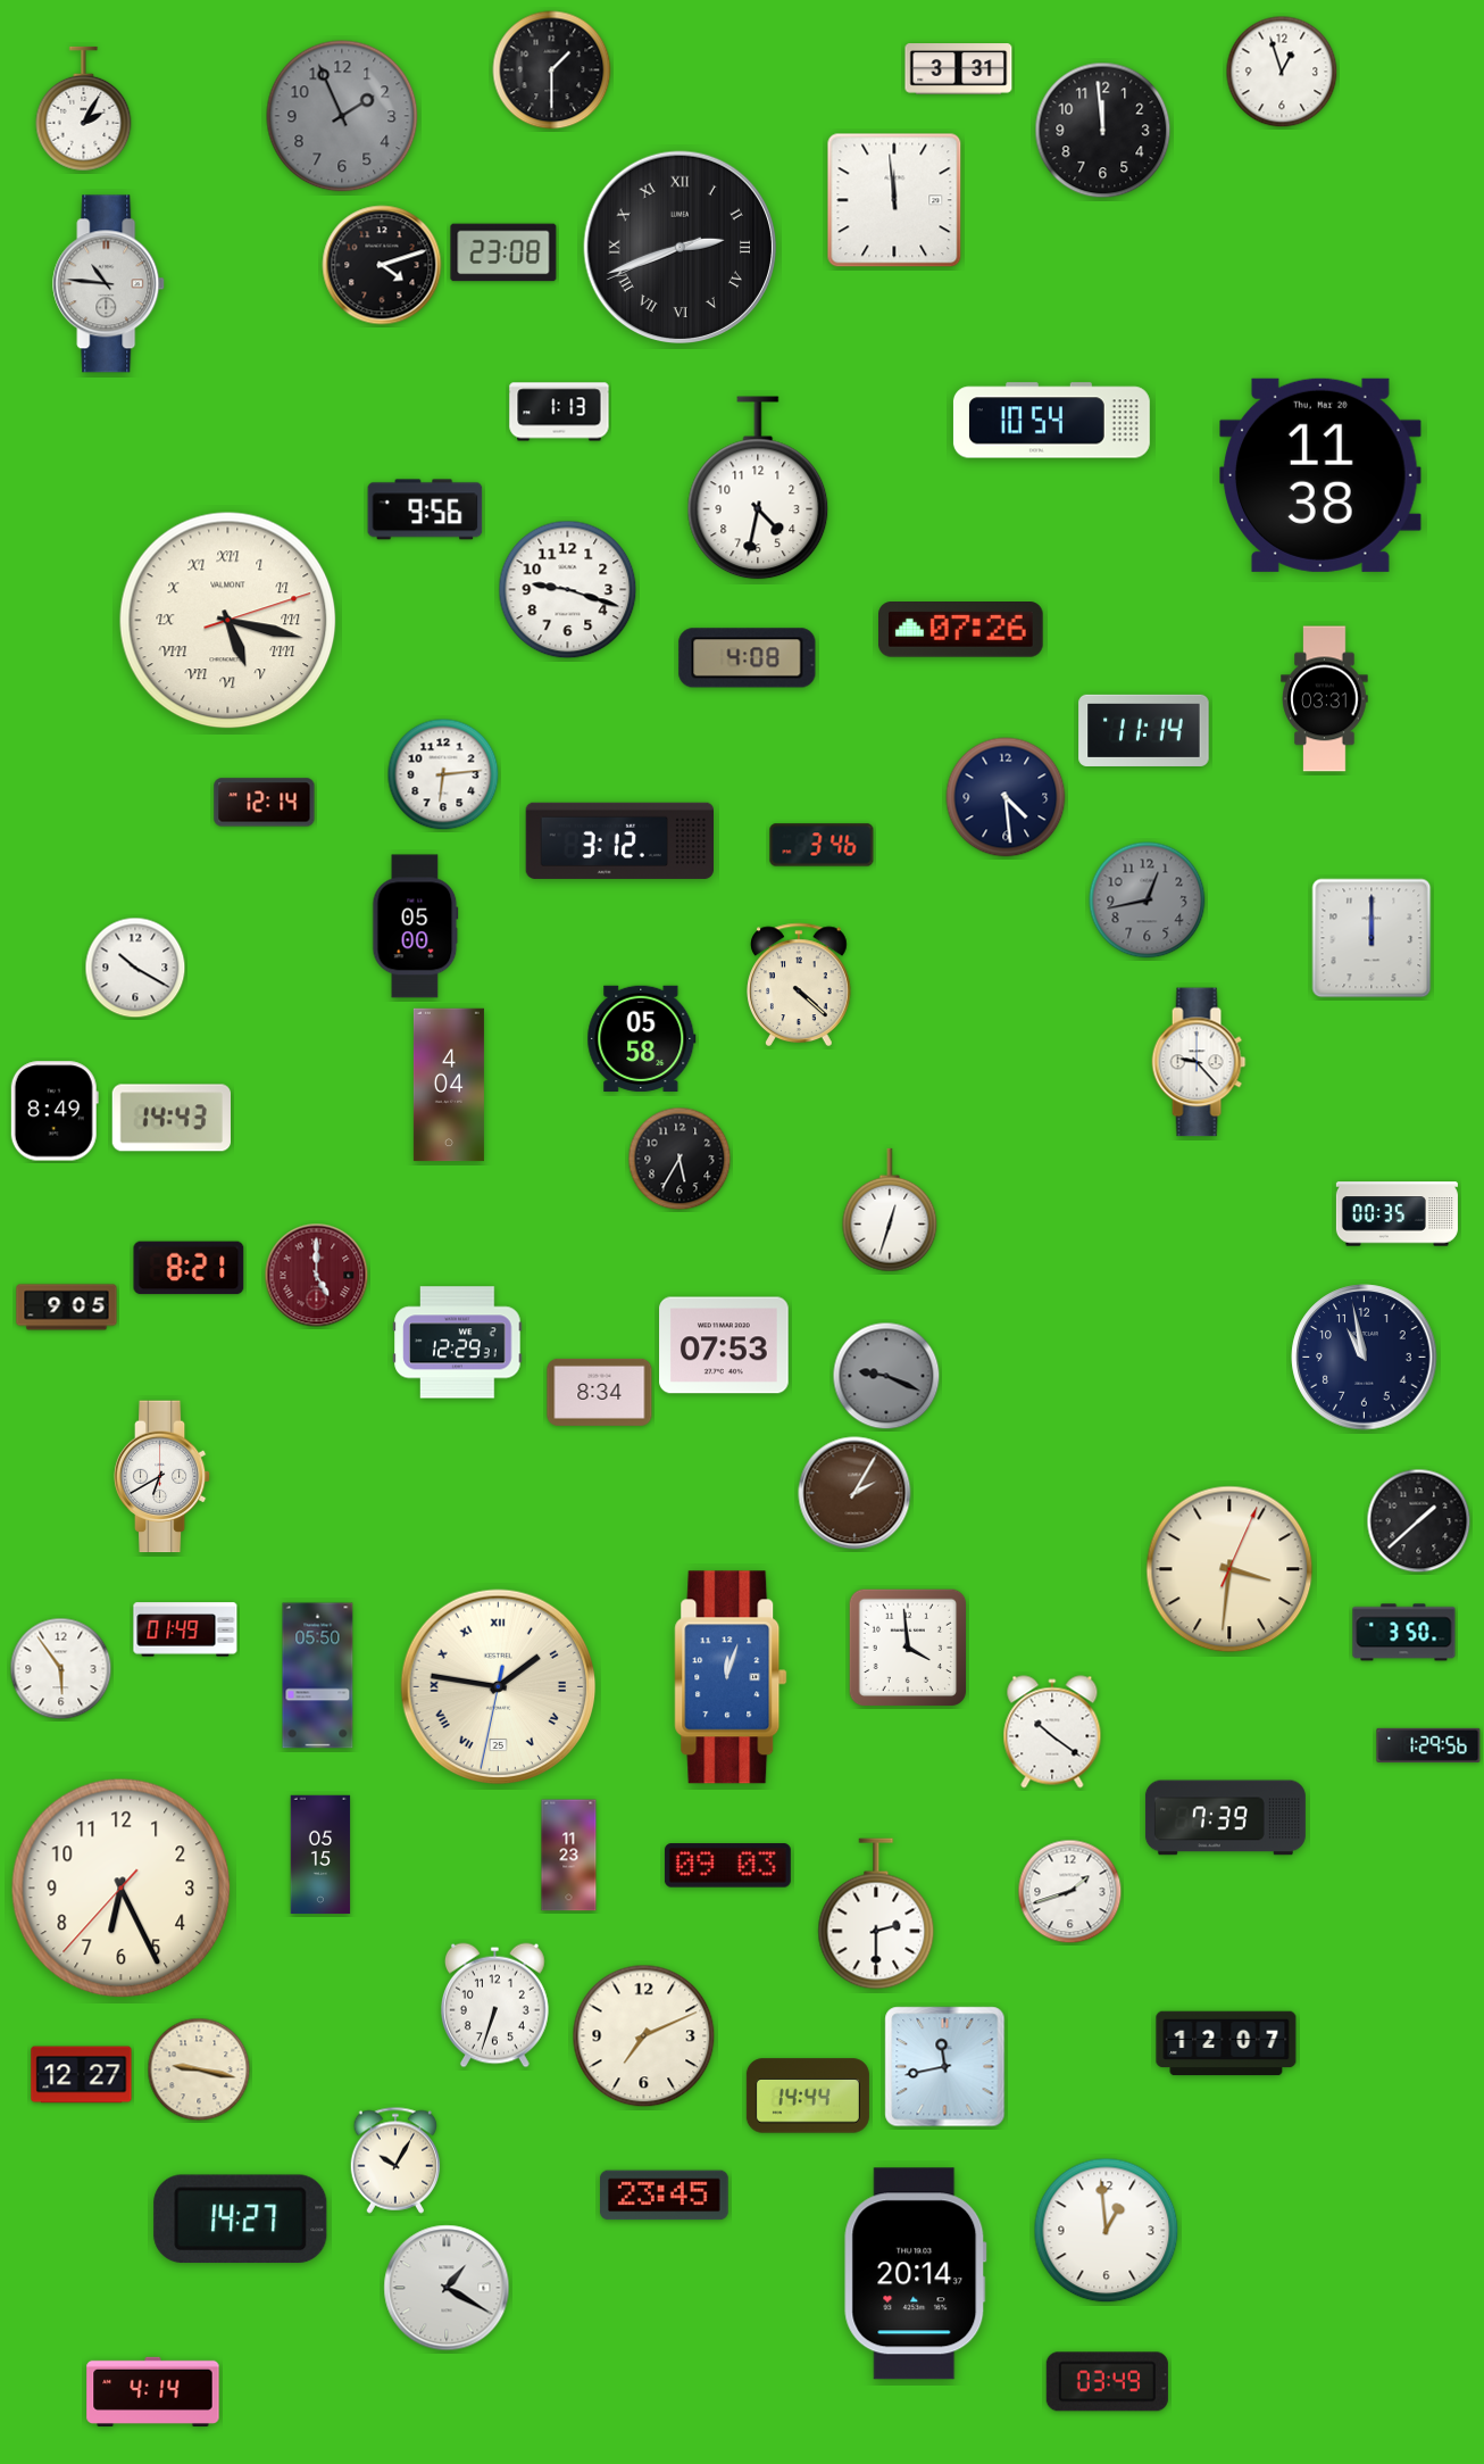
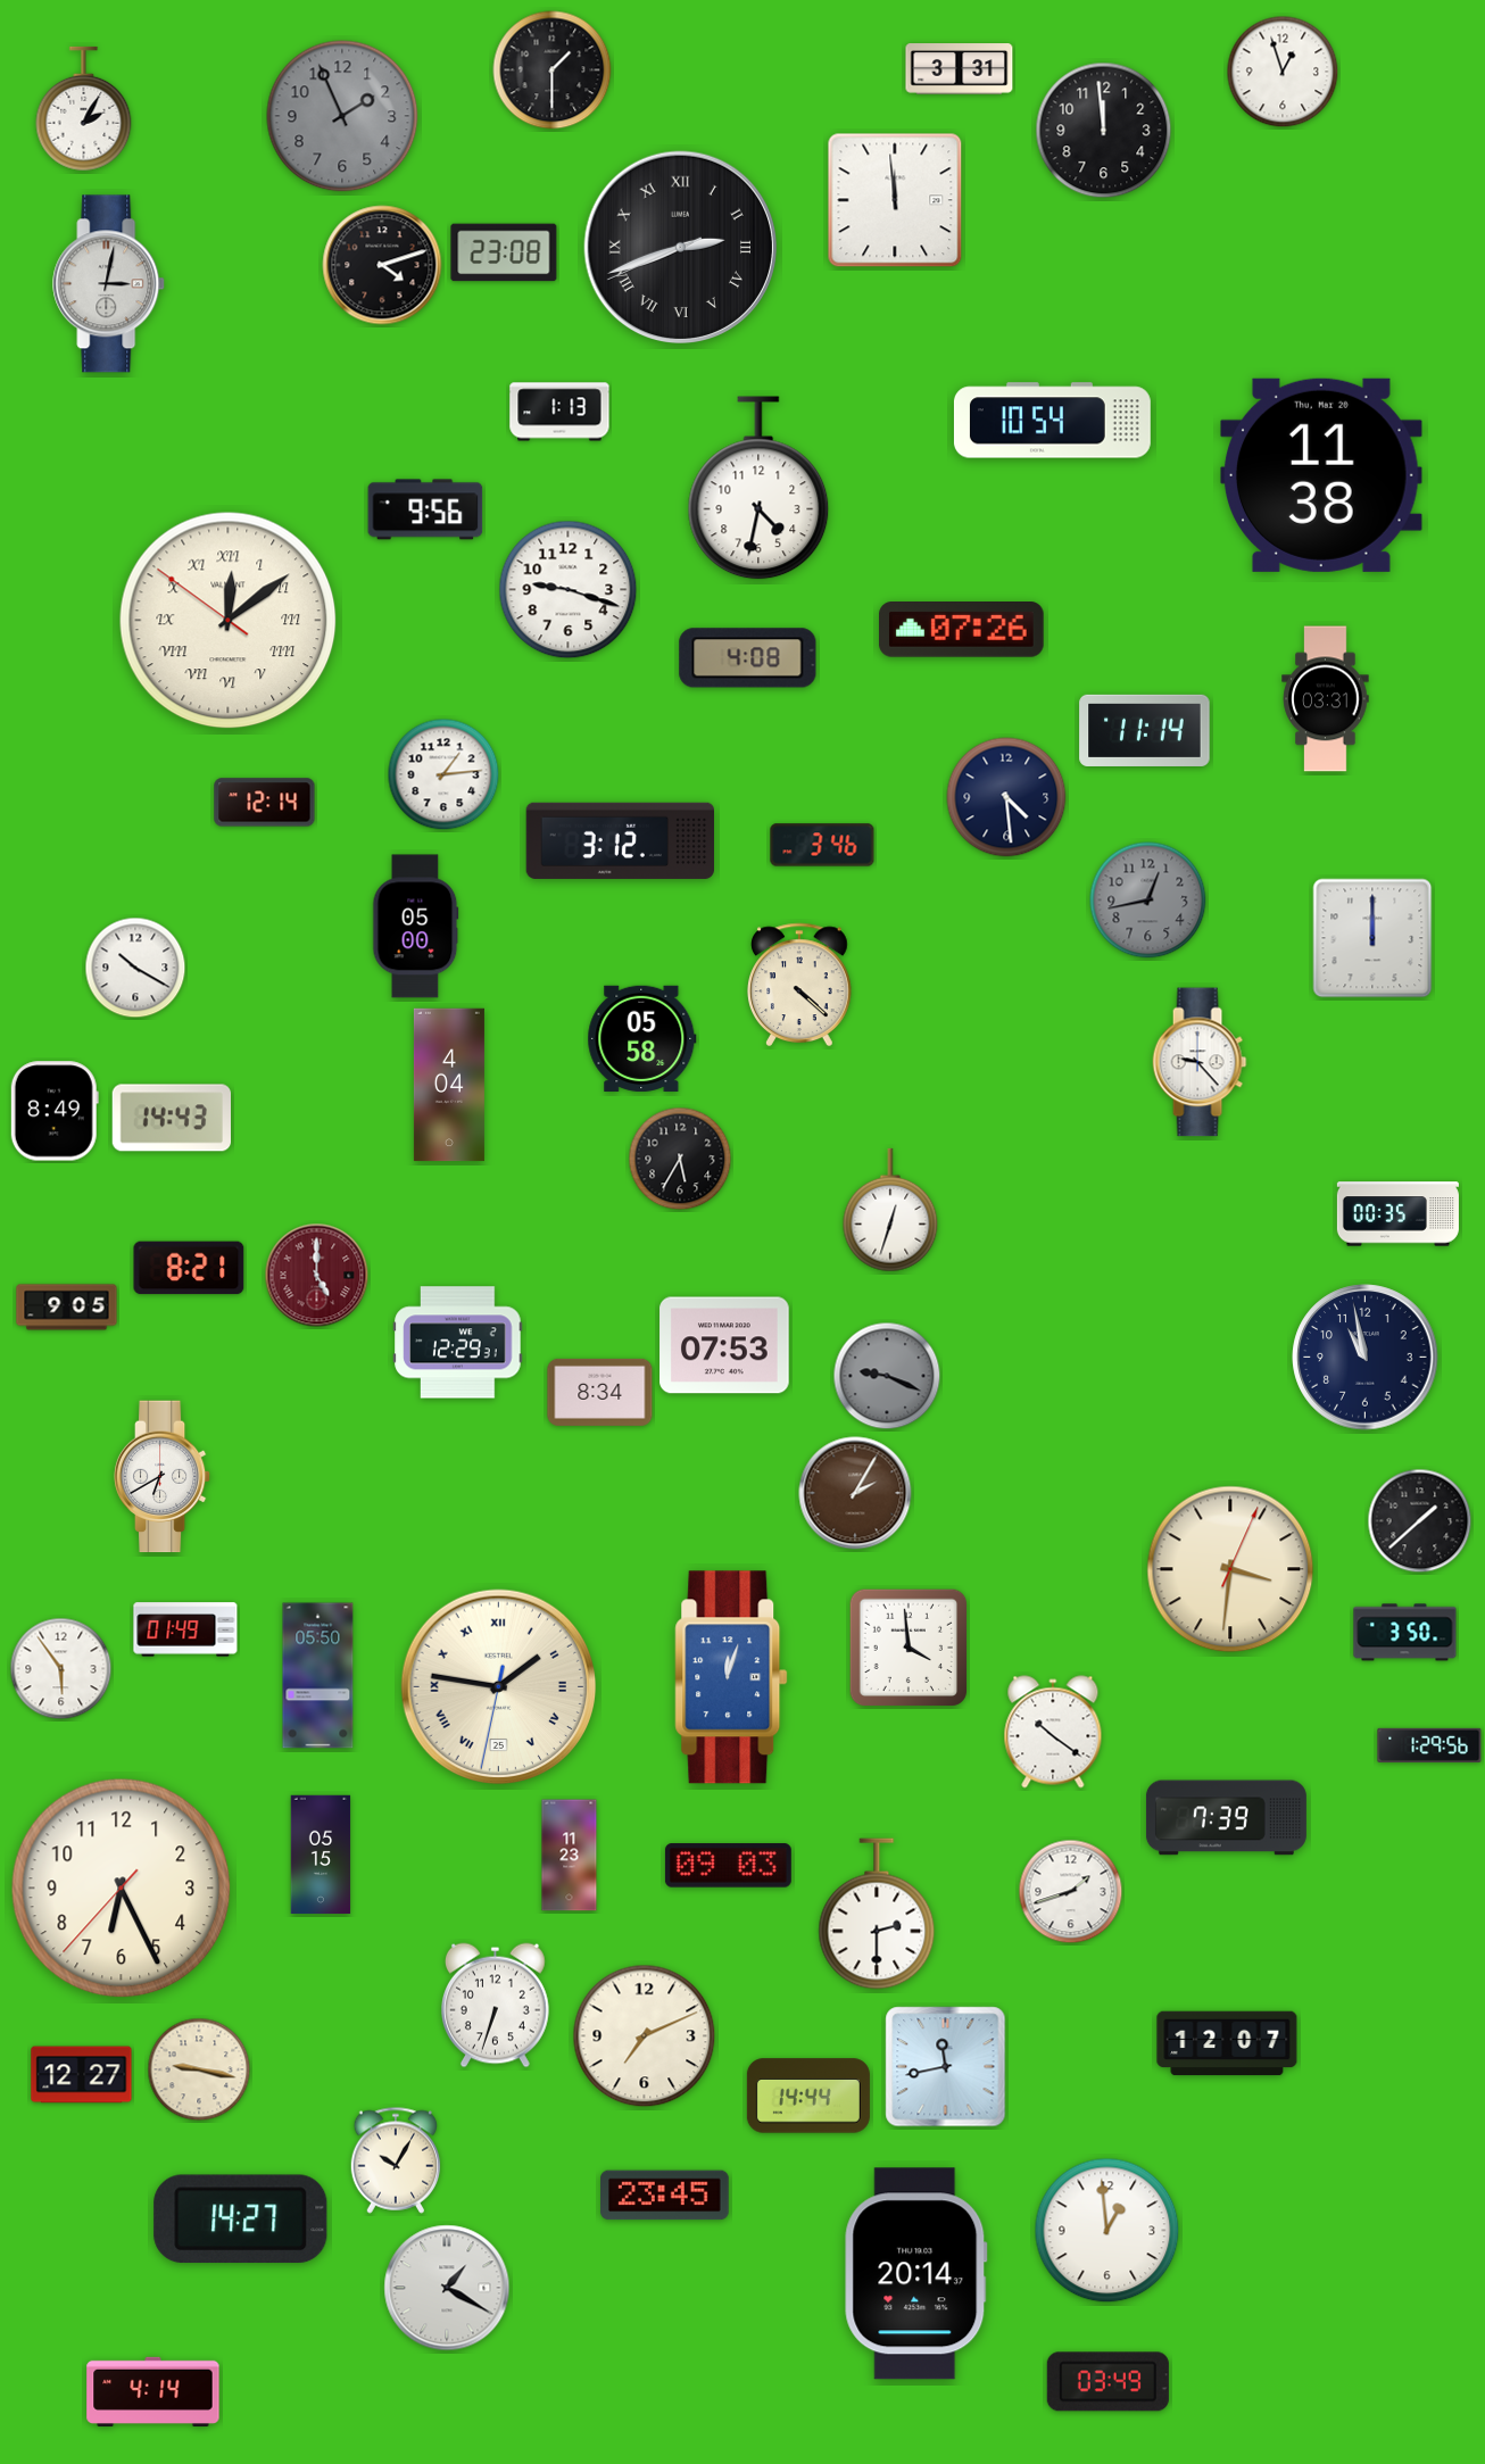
clock at (109, 284): 10:46 -> 3:02
clock at (228, 621): 5:17 -> 12:08
clock at (443, 774): 6:14 -> 1:14
